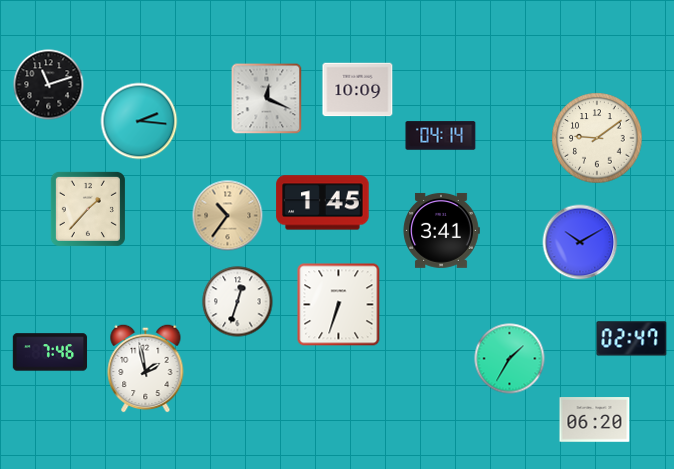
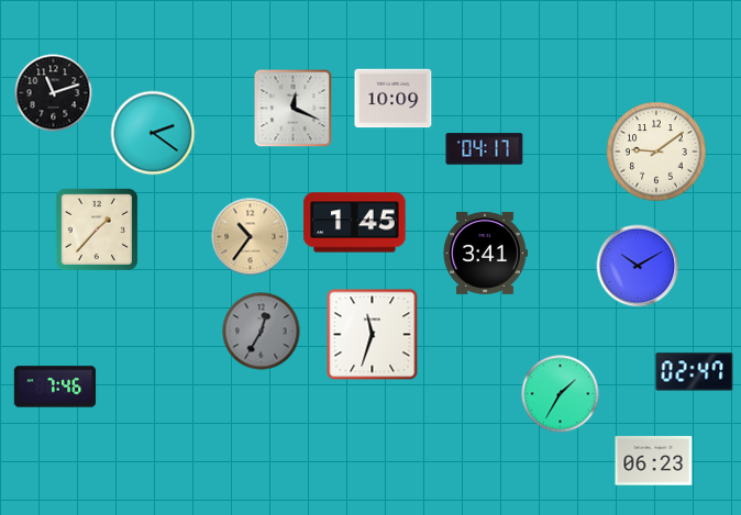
clock at (139, 121): 2:16 -> 2:21
clock at (441, 136): 04:14 -> 04:17
clock at (238, 302): 12:33 -> 12:35
clock at (238, 302) dial: white -> grey
clock at (339, 305): 6:33 -> 11:33
clock at (146, 368): 1:58 -> none
clock at (595, 420): 06:20 -> 06:23
